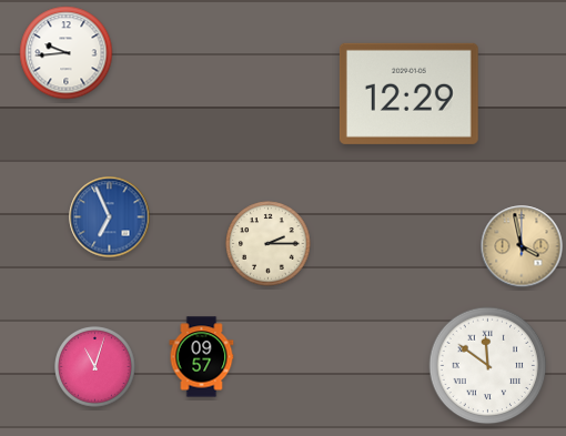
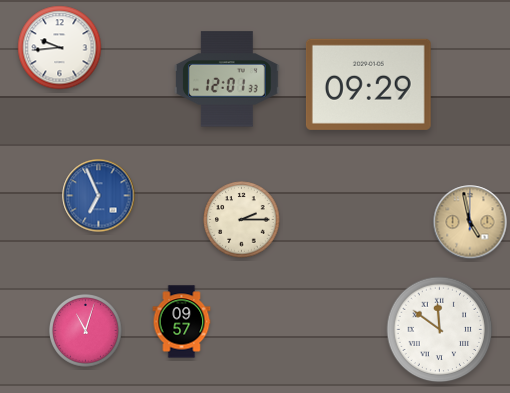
clock at (227, 79): none -> 12:01
clock at (408, 93): 12:29 -> 09:29
clock at (522, 246): 3:58 -> 4:58
